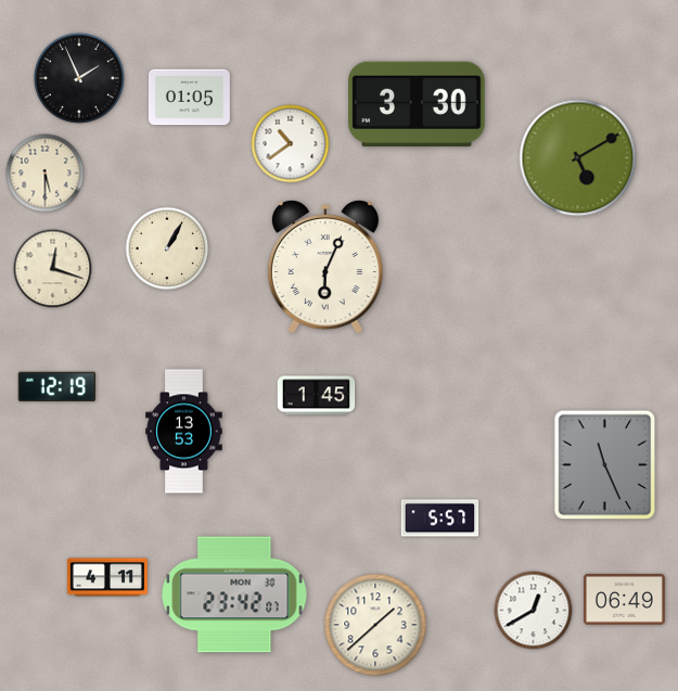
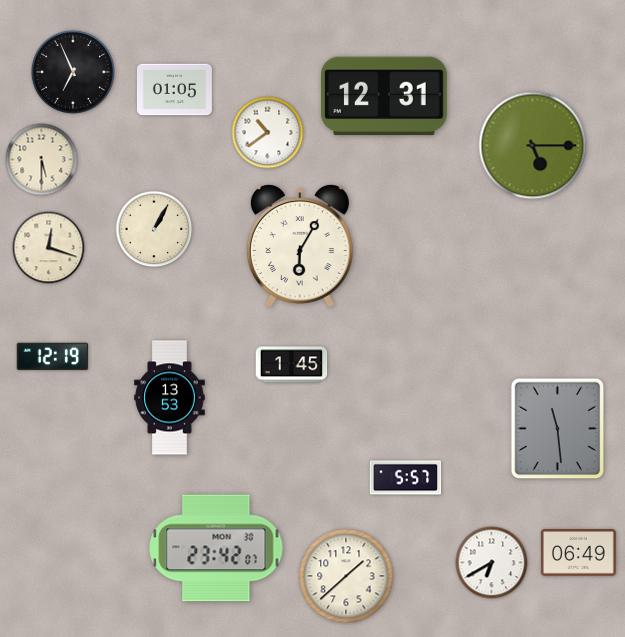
clock at (79, 78): 1:56 -> 6:56
clock at (417, 104): 3:30 -> 12:31
clock at (578, 158): 5:10 -> 5:15
clock at (325, 267): 6:04 -> 6:05
clock at (605, 465): 11:26 -> 11:29
clock at (107, 577): 4:11 -> none
clock at (624, 600) position: (624, 600) -> (578, 553)
clock at (534, 611): 12:40 -> 6:40
